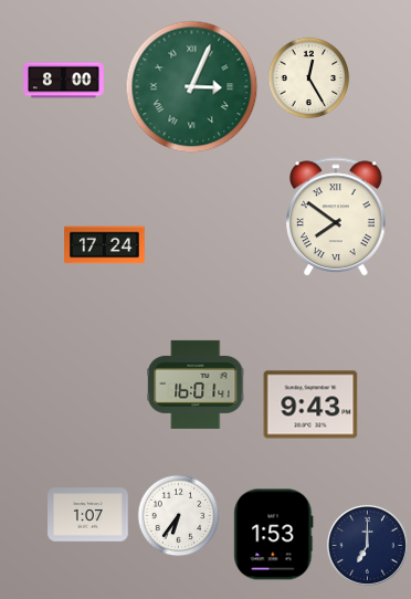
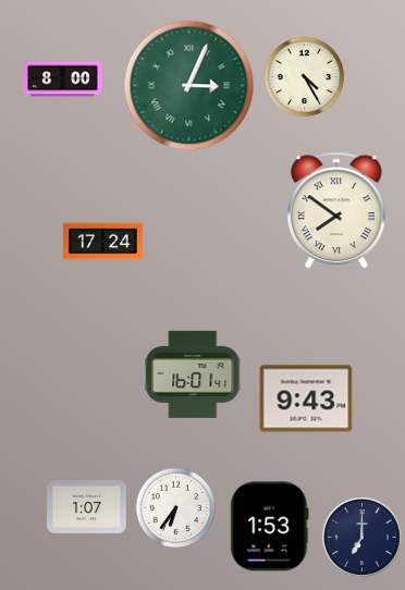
clock at (309, 78): 12:25 -> 4:25
clock at (337, 218) position: (337, 218) -> (337, 211)
clock at (196, 385) position: (196, 385) -> (193, 374)
